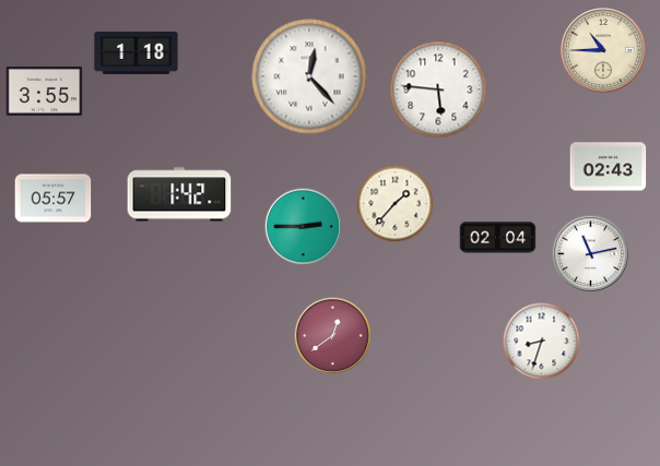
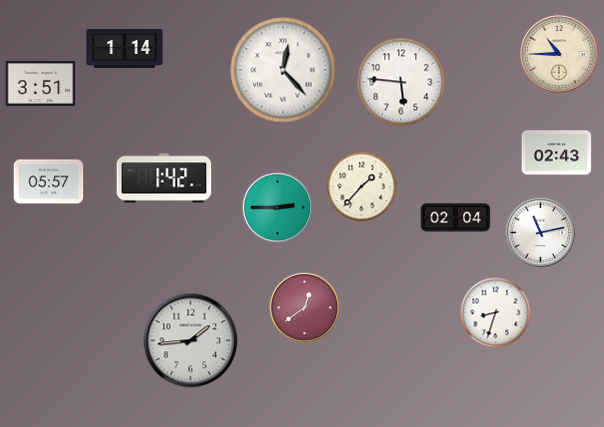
clock at (603, 50) position: (603, 50) -> (559, 54)
clock at (137, 52): 1:18 -> 1:14
clock at (45, 91): 3:55 -> 3:51
clock at (191, 341): none -> 1:44
